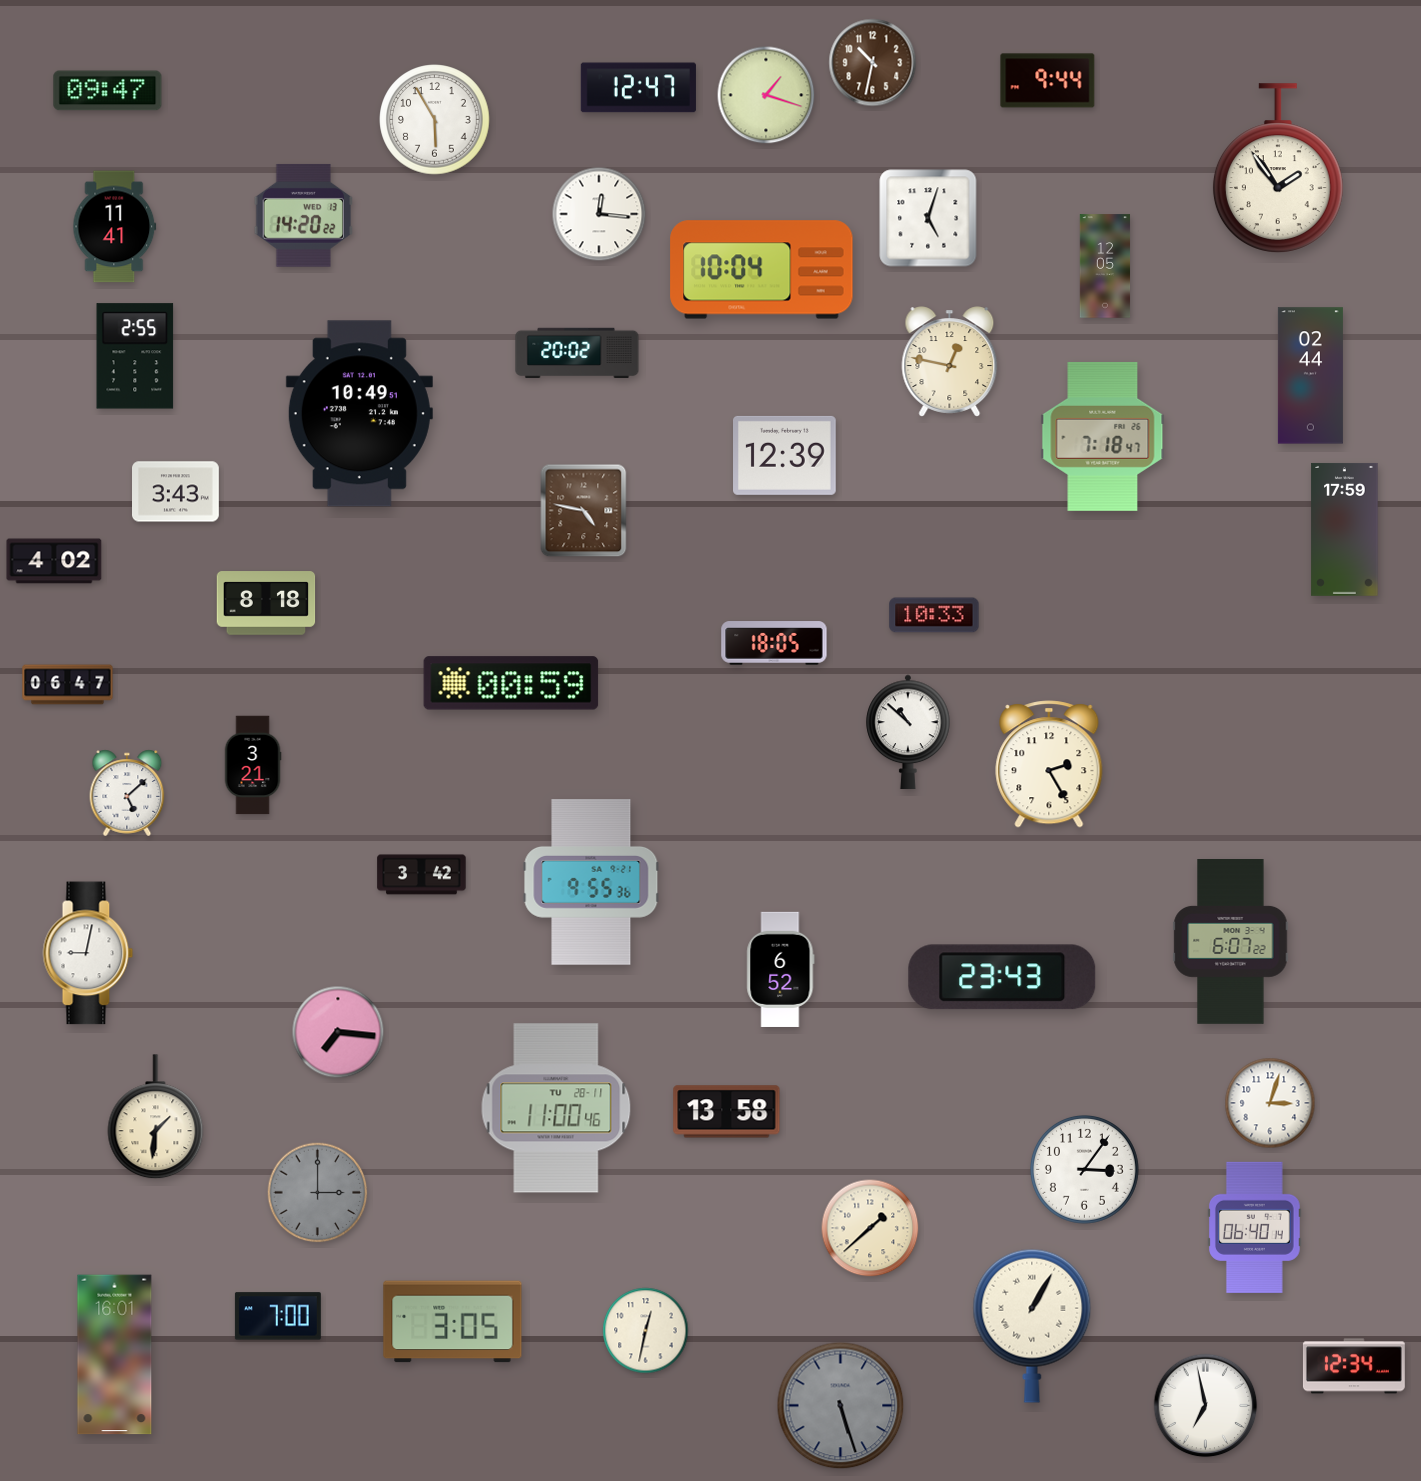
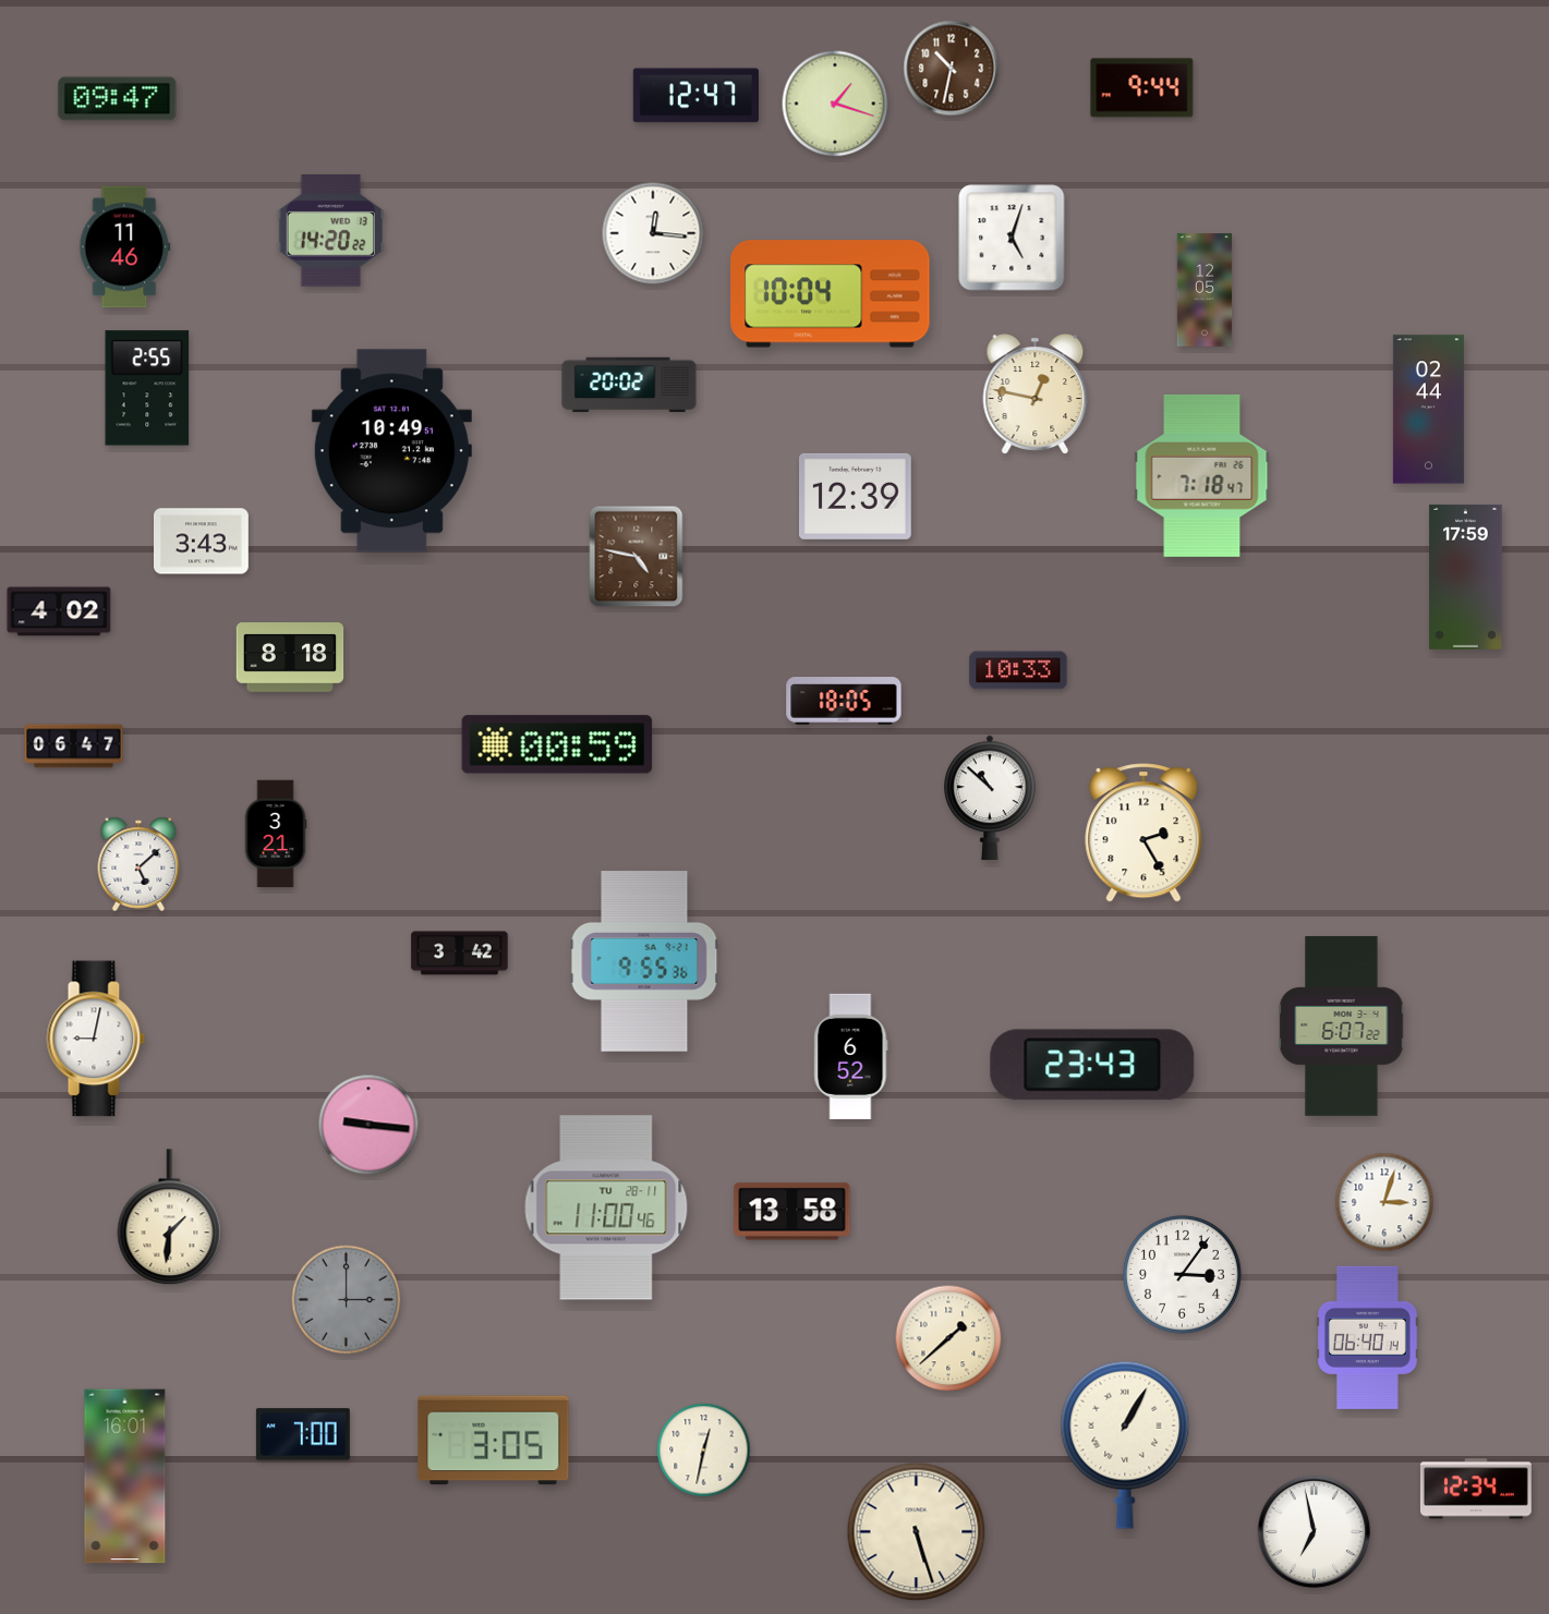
clock at (435, 120): 5:55 -> none
clock at (1278, 168): 1:54 -> none
clock at (303, 215) position: (303, 215) -> (330, 230)
clock at (115, 227): 11:41 -> 11:46
clock at (176, 492) position: (176, 492) -> (202, 542)
clock at (338, 1032): 7:16 -> 9:16
clock at (841, 1406) dial: grey -> cream
